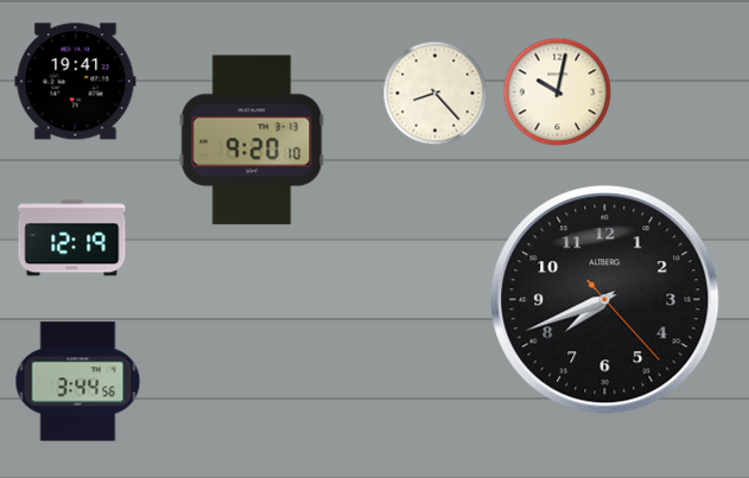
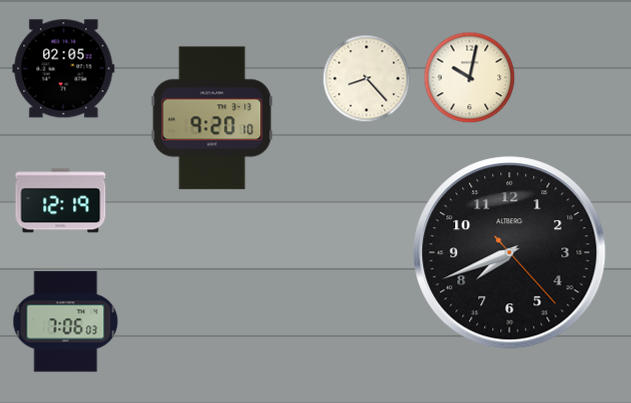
clock at (76, 82): 19:41 -> 02:05
clock at (78, 382): 3:44 -> 7:06
